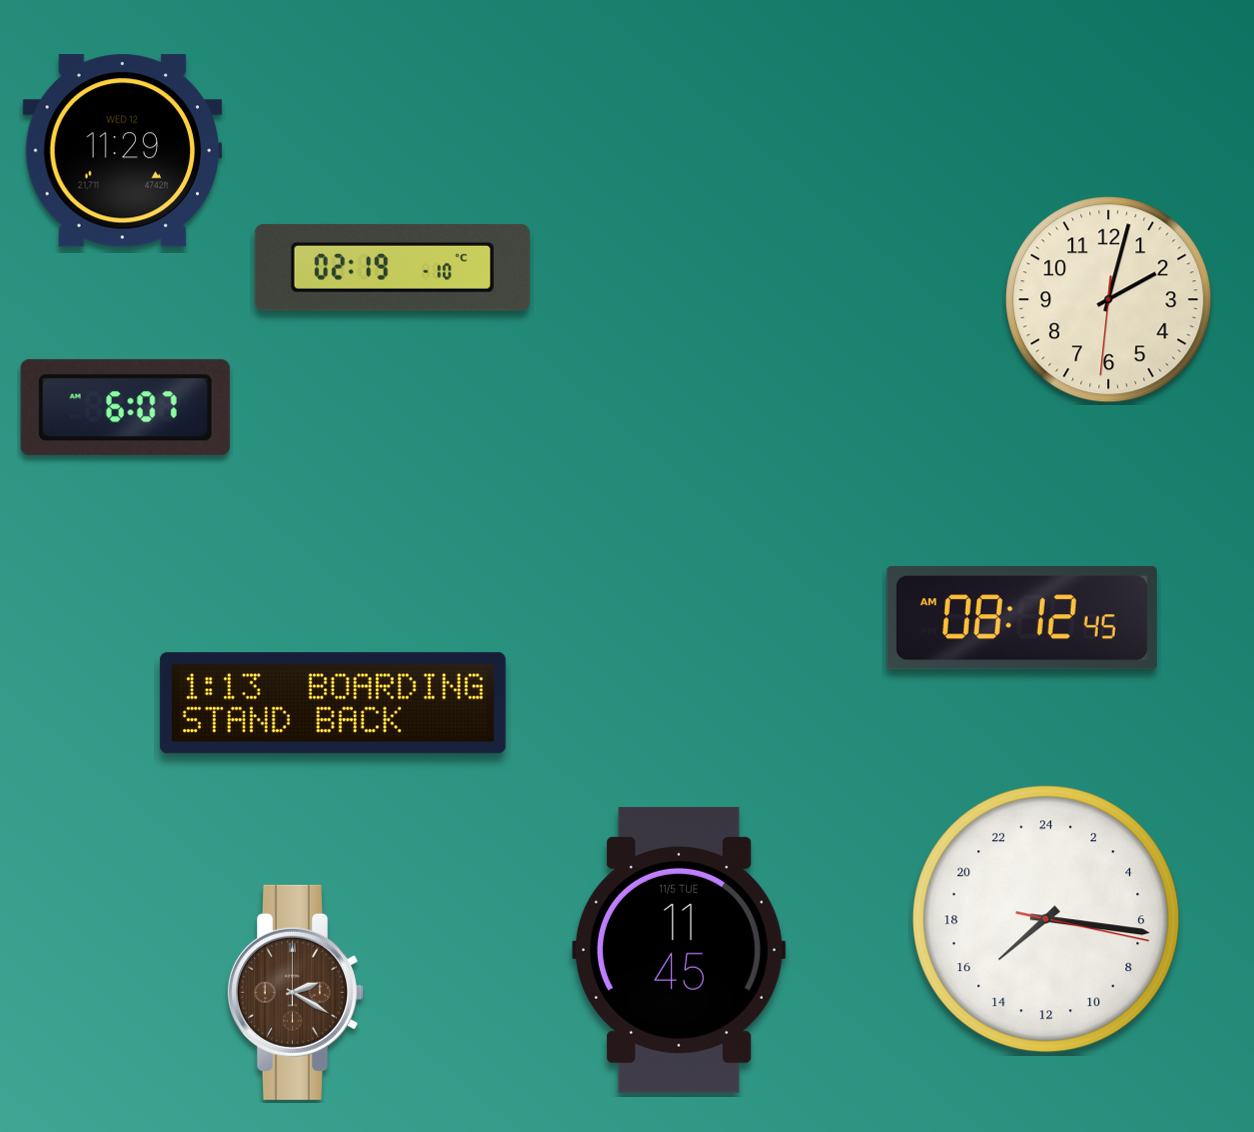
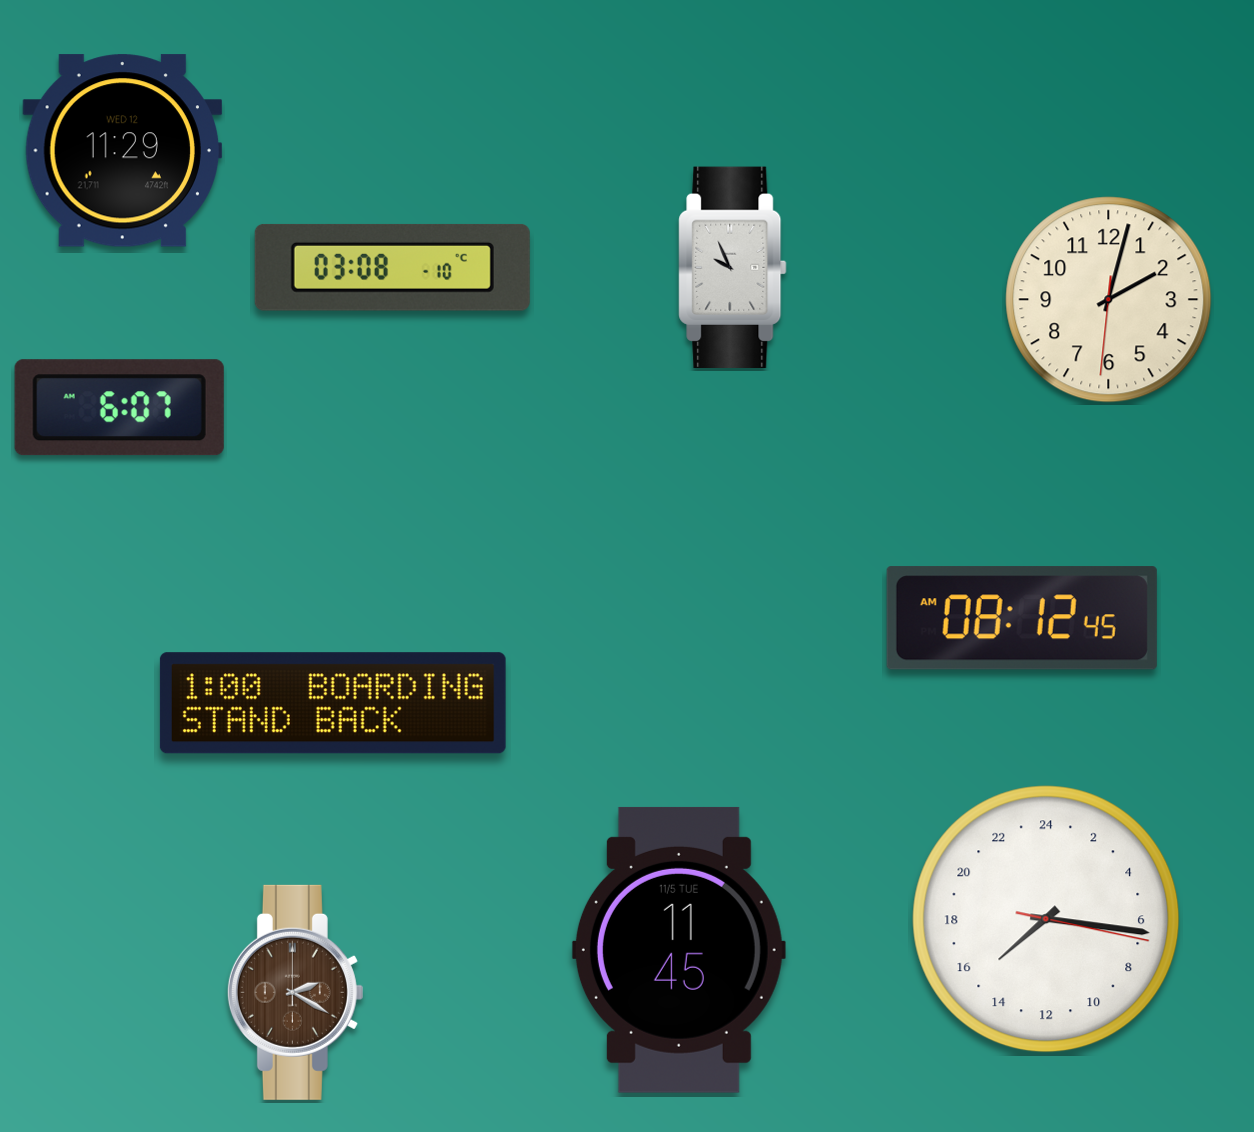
clock at (392, 267): 02:19 -> 03:08
clock at (733, 268): none -> 9:56
clock at (125, 408) position: (125, 408) -> (119, 408)
clock at (333, 703): 1:13 -> 1:00
